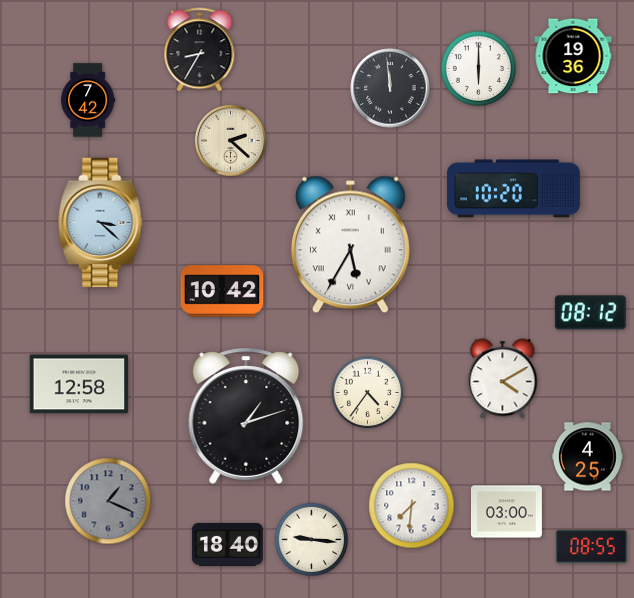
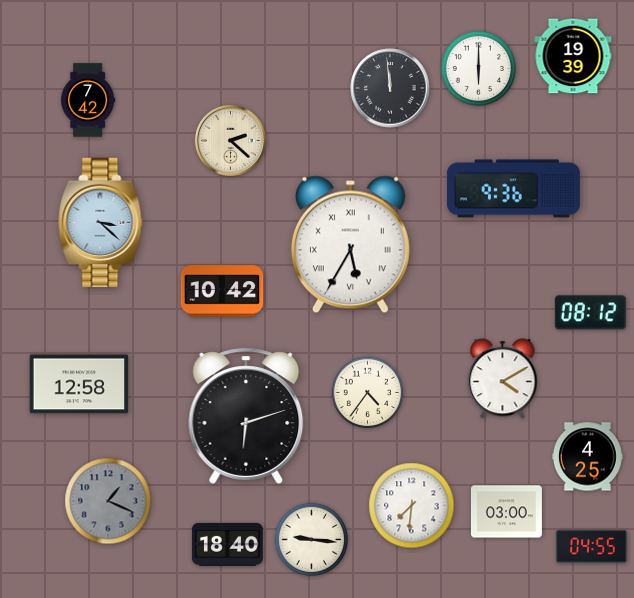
clock at (200, 50): 8:35 -> none
clock at (573, 56): 19:36 -> 19:39
clock at (513, 189): 10:20 -> 9:36
clock at (246, 416): 1:12 -> 6:12
clock at (591, 546): 08:55 -> 04:55
